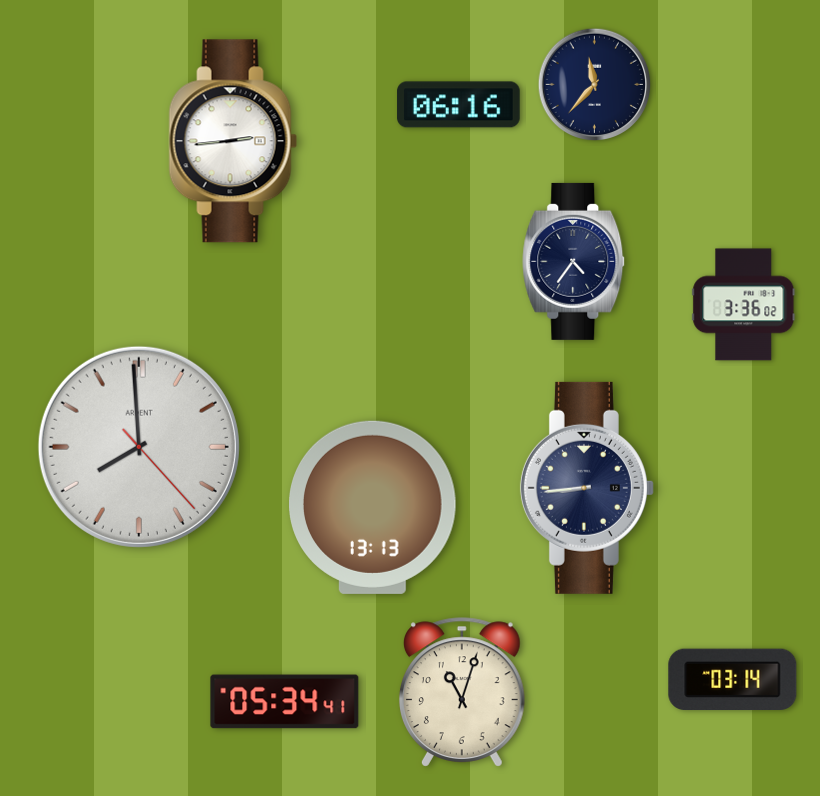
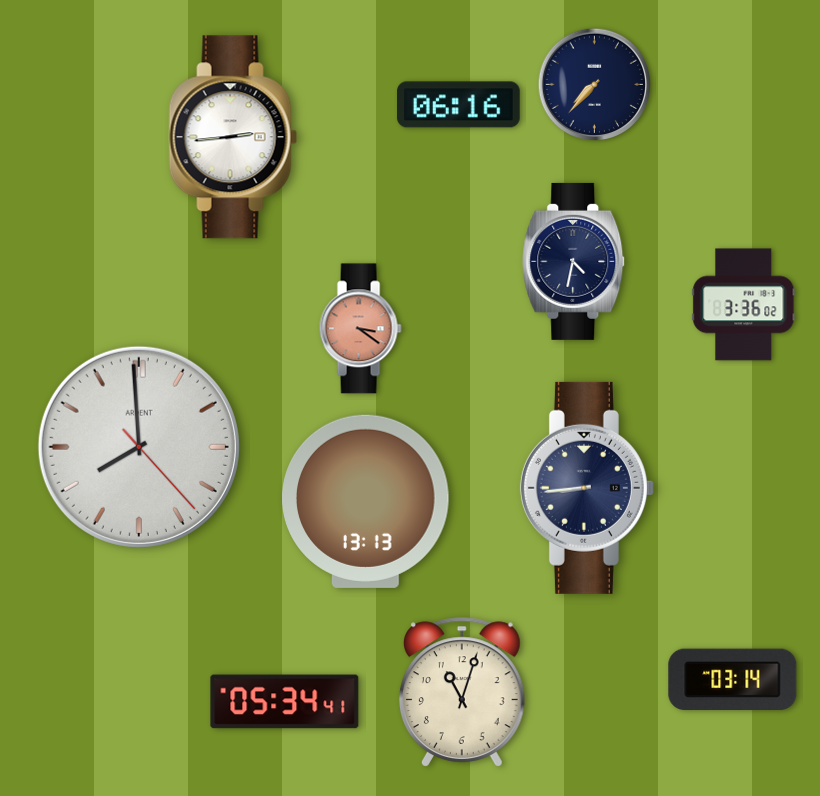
clock at (595, 85): 11:37 -> 7:37
clock at (233, 141) position: (233, 141) -> (233, 137)
clock at (574, 261): 4:36 -> 4:32
clock at (360, 329): none -> 3:21
clock at (373, 507) position: (373, 507) -> (366, 501)
